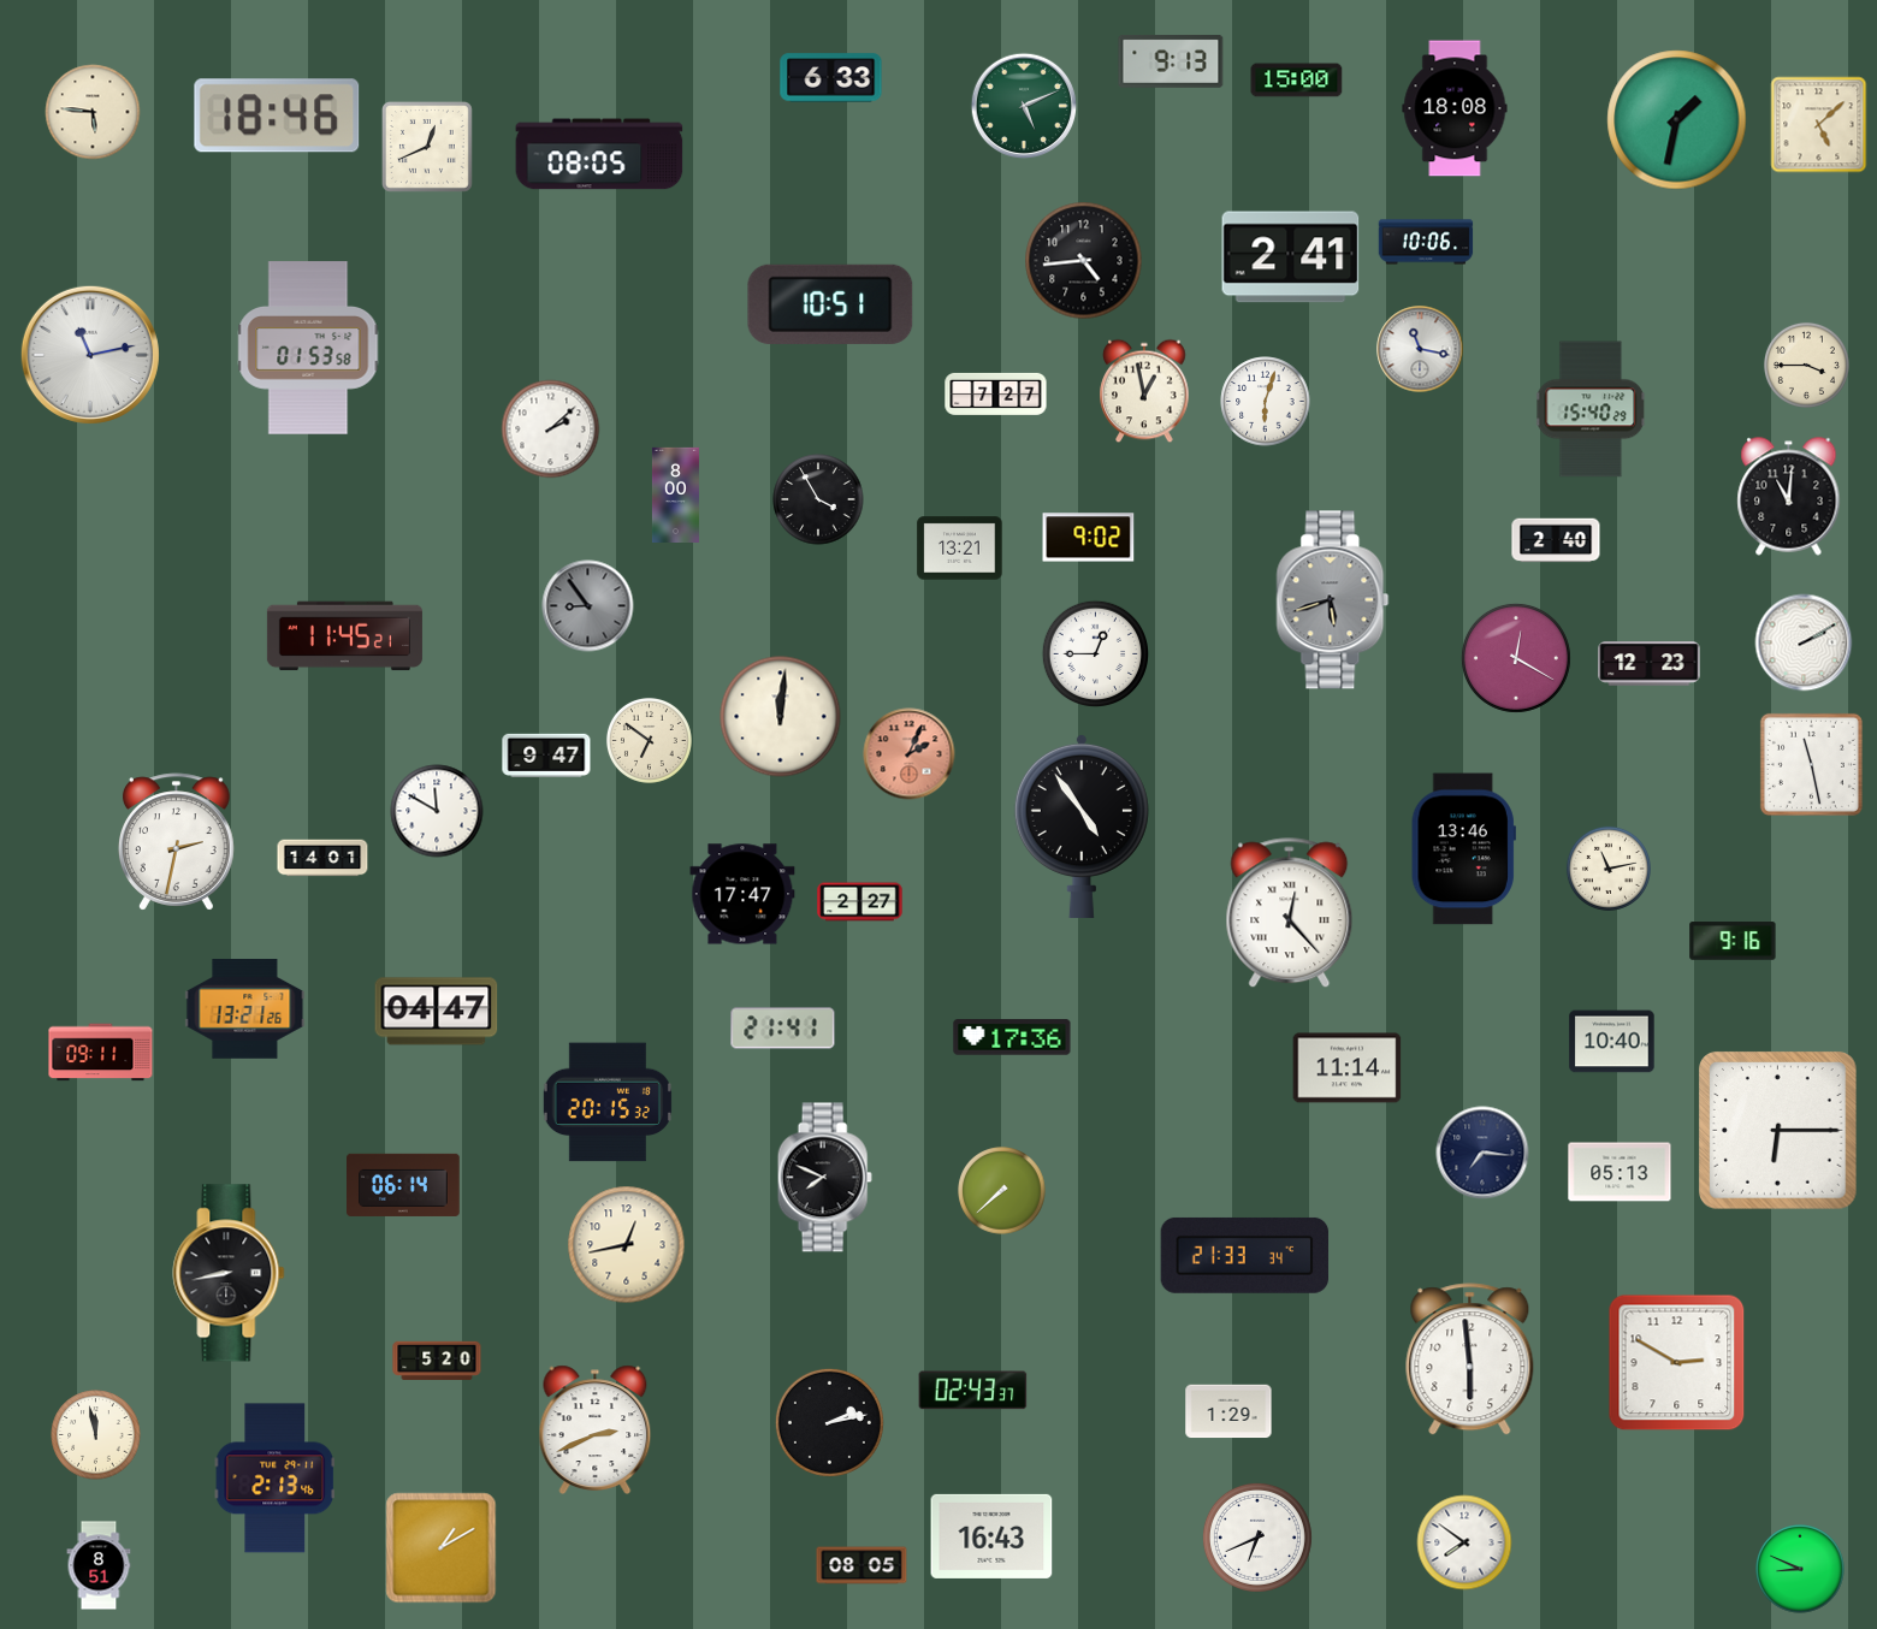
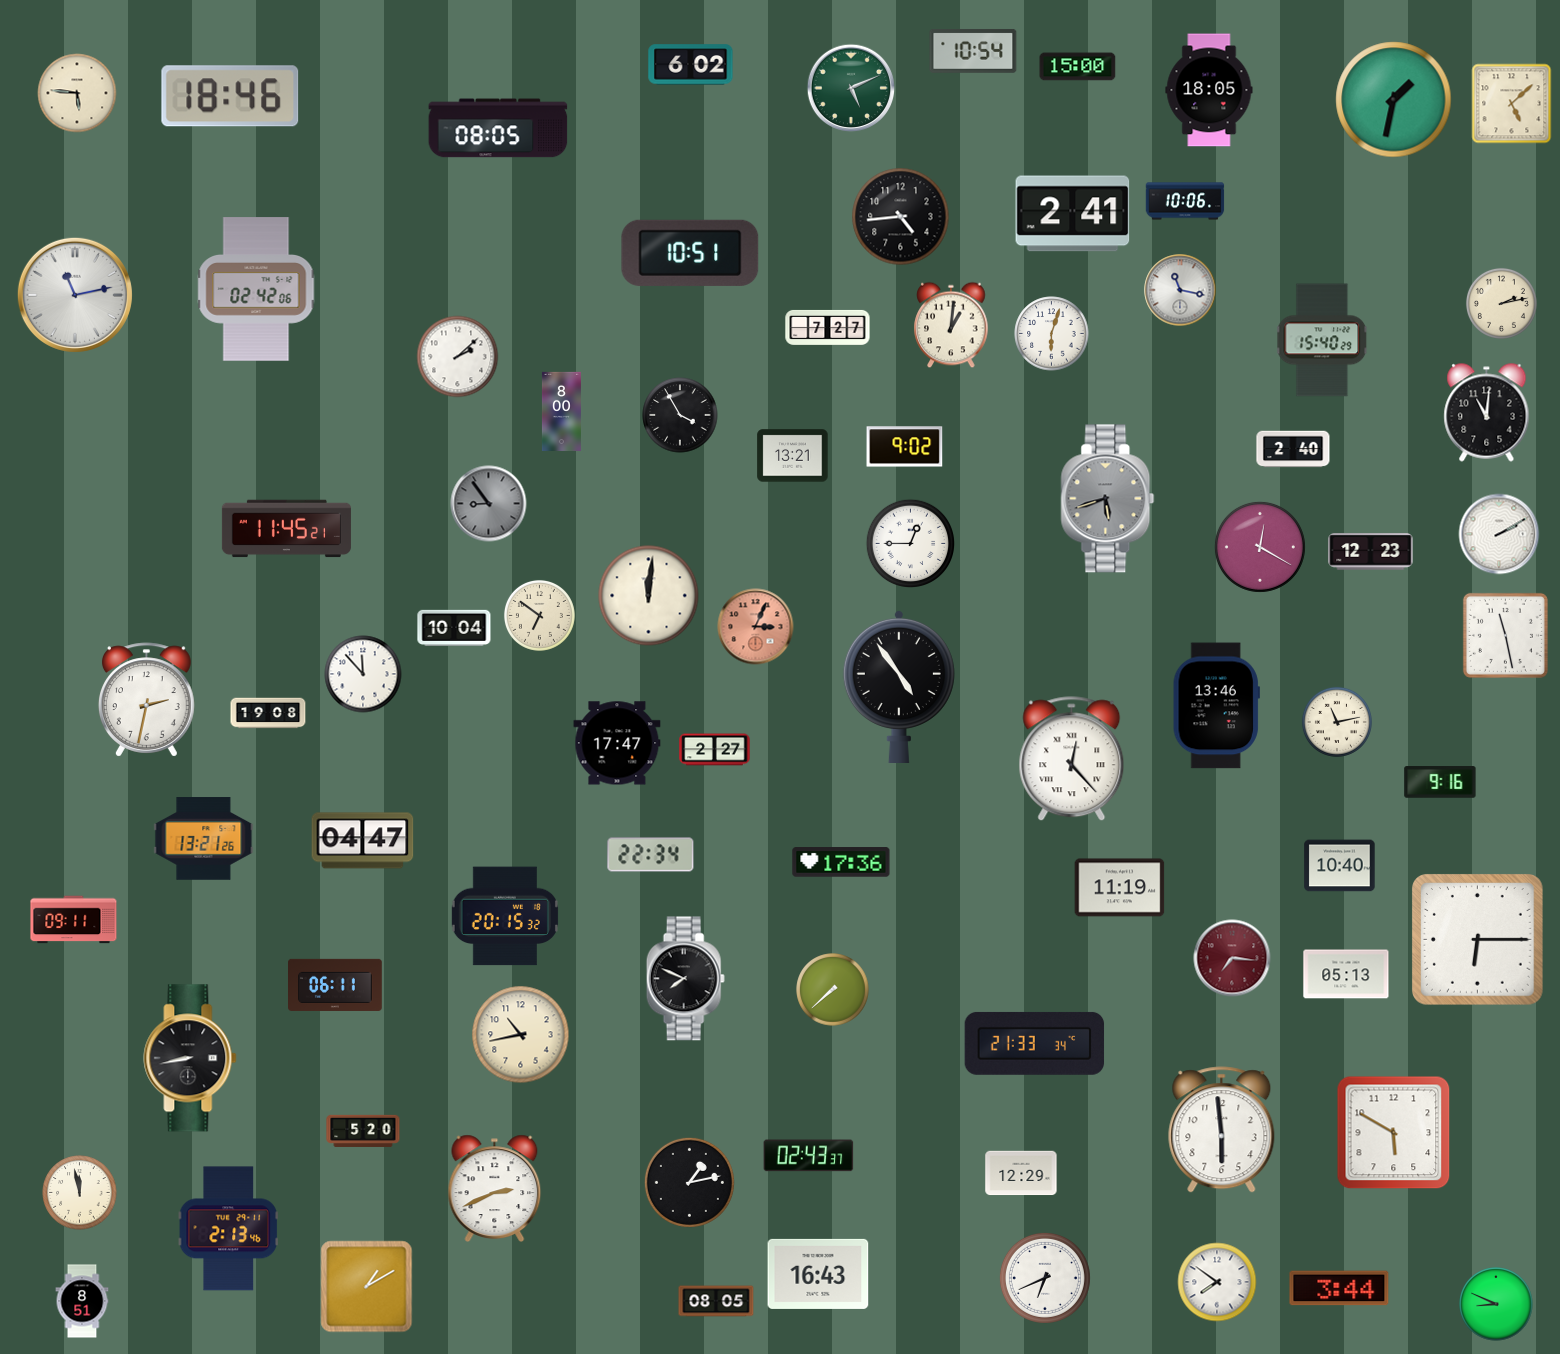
clock at (1171, 61): 9:13 -> 10:54
clock at (831, 78): 6:33 -> 6:02
clock at (1455, 108): 18:08 -> 18:05
clock at (427, 147): 12:41 -> none
clock at (308, 348): 01:53 -> 02:42
clock at (1806, 365): 3:45 -> 2:13
clock at (1144, 391): 12:58 -> 1:01
clock at (960, 549) position: (960, 549) -> (793, 456)
clock at (546, 754): 9:47 -> 10:04
clock at (910, 754): 2:04 -> 3:04
clock at (437, 811): 11:50 -> 11:53
clock at (322, 858): 14:01 -> 19:08
clock at (783, 1029): 21:41 -> 22:34
clock at (101, 1053) position: (101, 1053) -> (74, 920)
clock at (1348, 1068): 11:14 -> 11:19
clock at (1482, 1153) dial: navy -> burgundy
clock at (404, 1185): 06:14 -> 06:11
clock at (627, 1245): 12:43 -> 10:43
clock at (1677, 1363): 2:50 -> 5:50
clock at (1228, 1411): 1:29 -> 12:29
clock at (829, 1422): 2:13 -> 1:13
clock at (991, 1536) position: (991, 1536) -> (818, 1274)
clock at (1339, 1288): none -> 3:44
